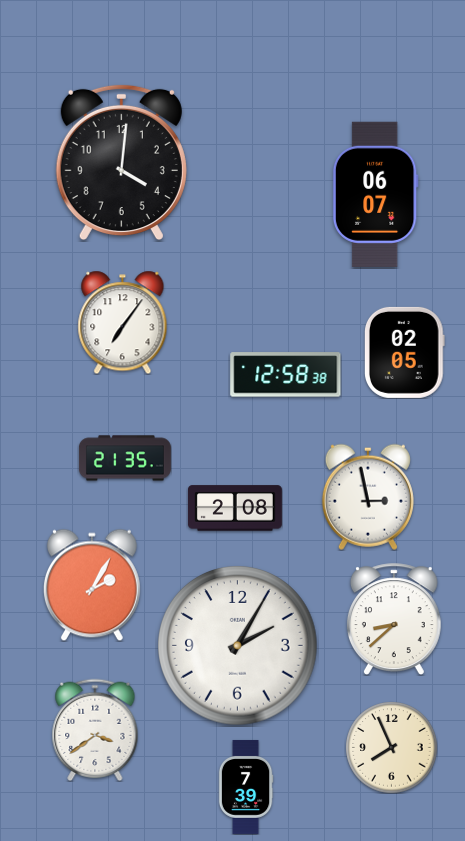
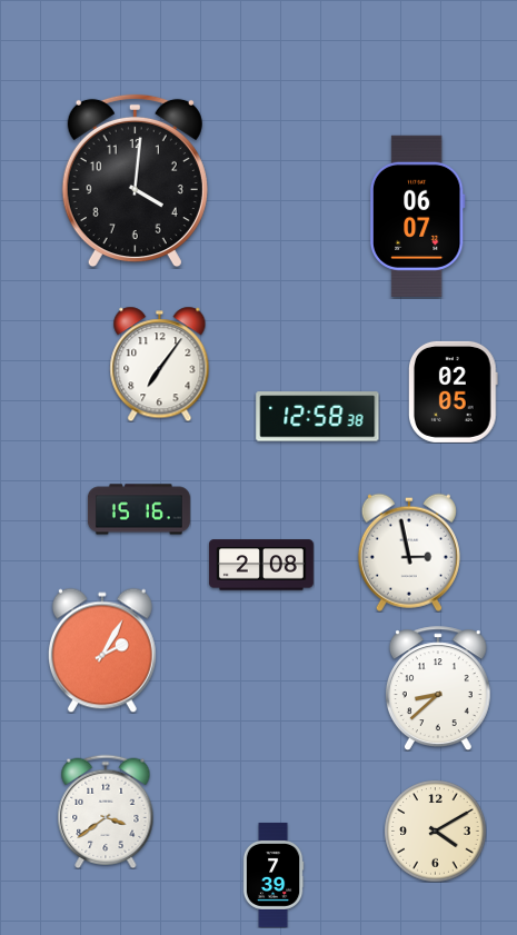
clock at (123, 322) position: (123, 322) -> (160, 364)
clock at (405, 352) position: (405, 352) -> (454, 391)
clock at (125, 458): 21:35 -> 15:16
clock at (238, 646): 2:05 -> none
clock at (391, 747): 7:56 -> 4:10
